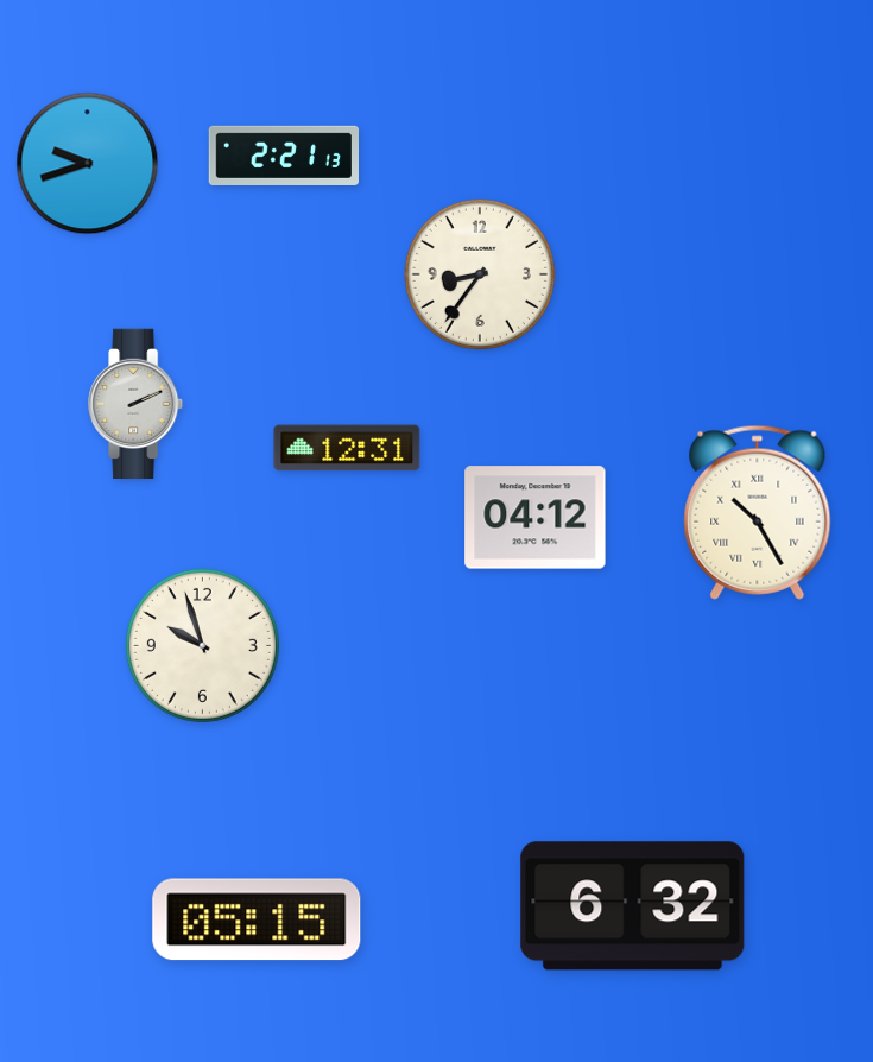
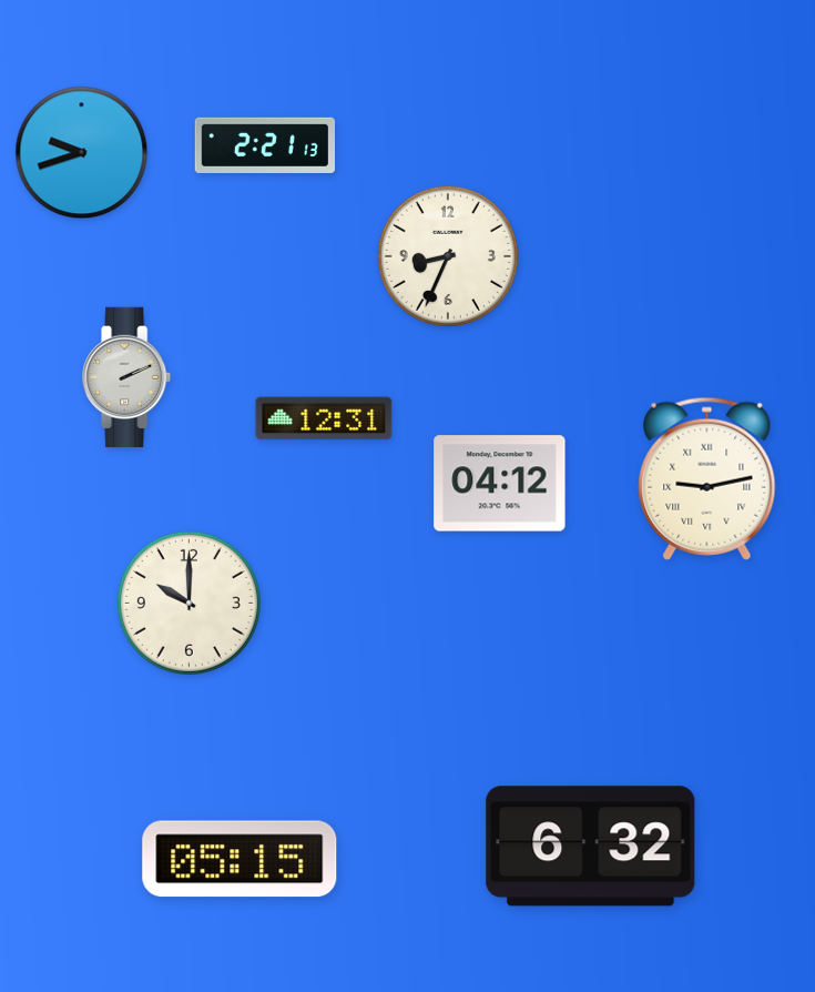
clock at (480, 274): 8:36 -> 8:34
clock at (758, 512): 10:25 -> 9:13
clock at (202, 645): 9:57 -> 10:00
